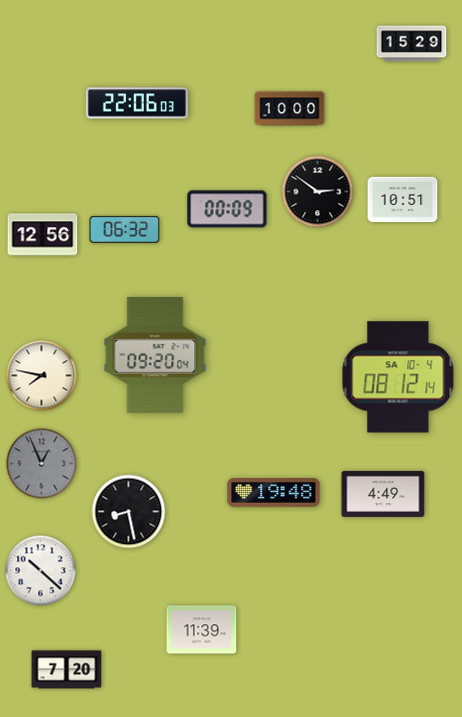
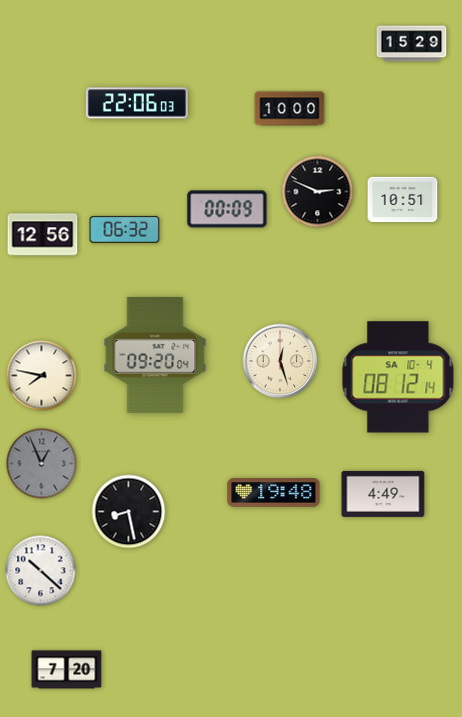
clock at (318, 192): 2:51 -> 2:49
clock at (280, 361): none -> 12:27
clock at (202, 630): 11:39 -> none
